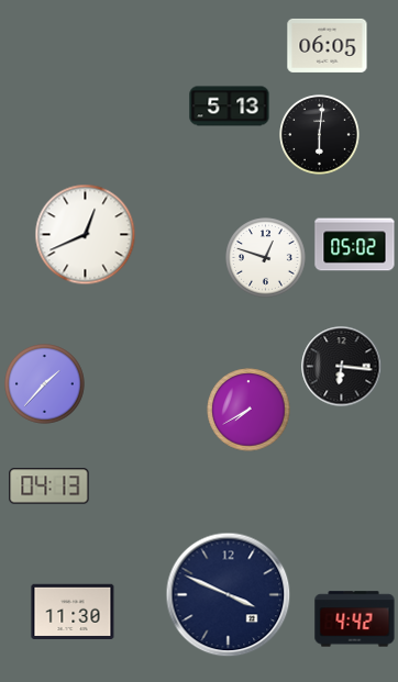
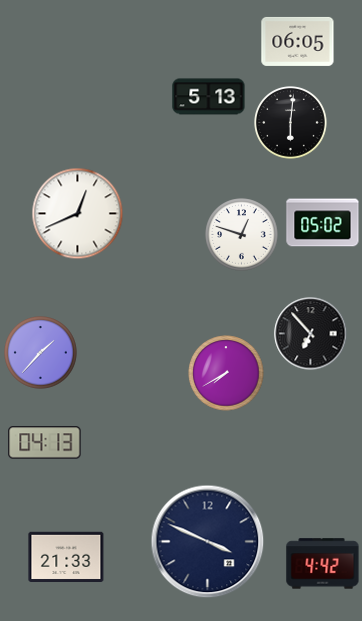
clock at (342, 367): 6:16 -> 6:53
clock at (45, 384) position: (45, 384) -> (41, 353)
clock at (73, 611): 11:30 -> 21:33
